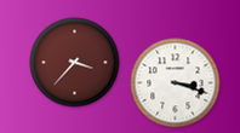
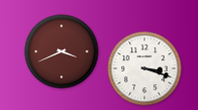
clock at (75, 63): 3:37 -> 3:41
